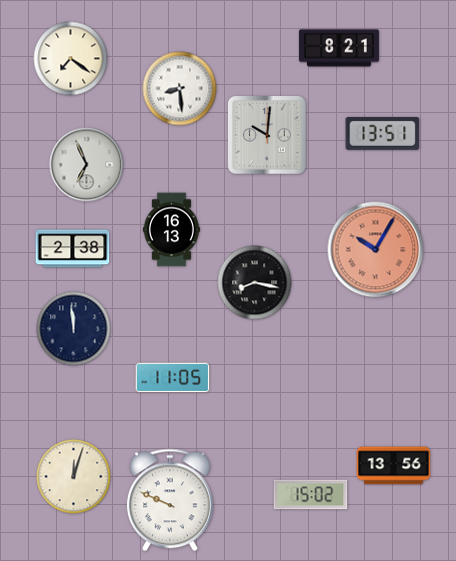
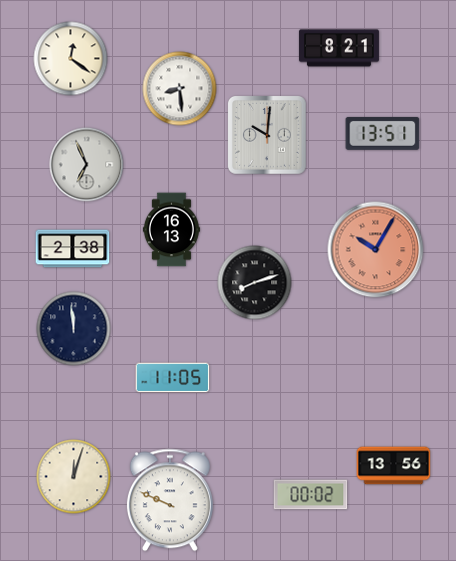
clock at (71, 59): 7:21 -> 12:21
clock at (255, 283): 8:17 -> 8:12
clock at (311, 495): 15:02 -> 00:02
